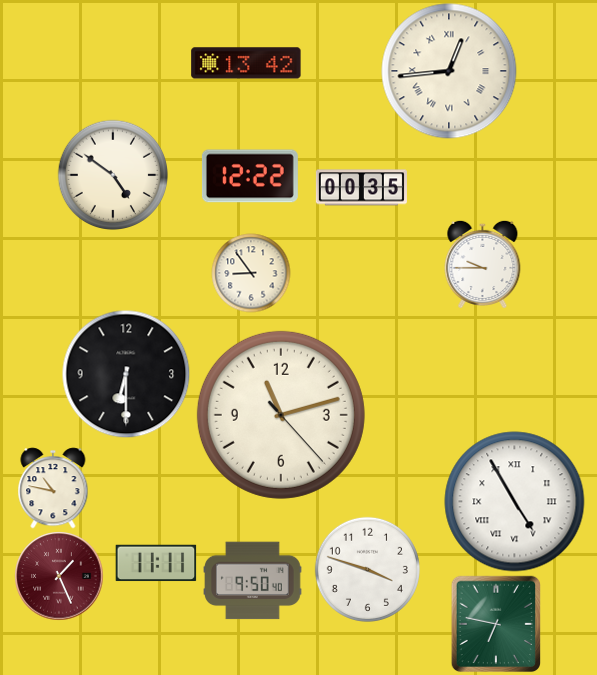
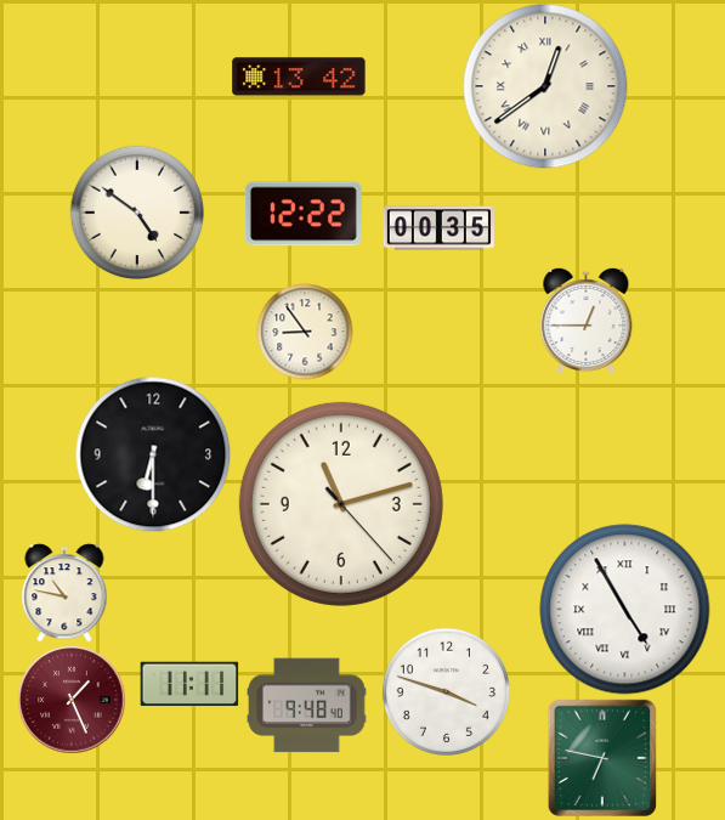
clock at (449, 71): 12:44 -> 12:39
clock at (483, 264): 9:45 -> 12:45
clock at (253, 581): 9:50 -> 9:48
